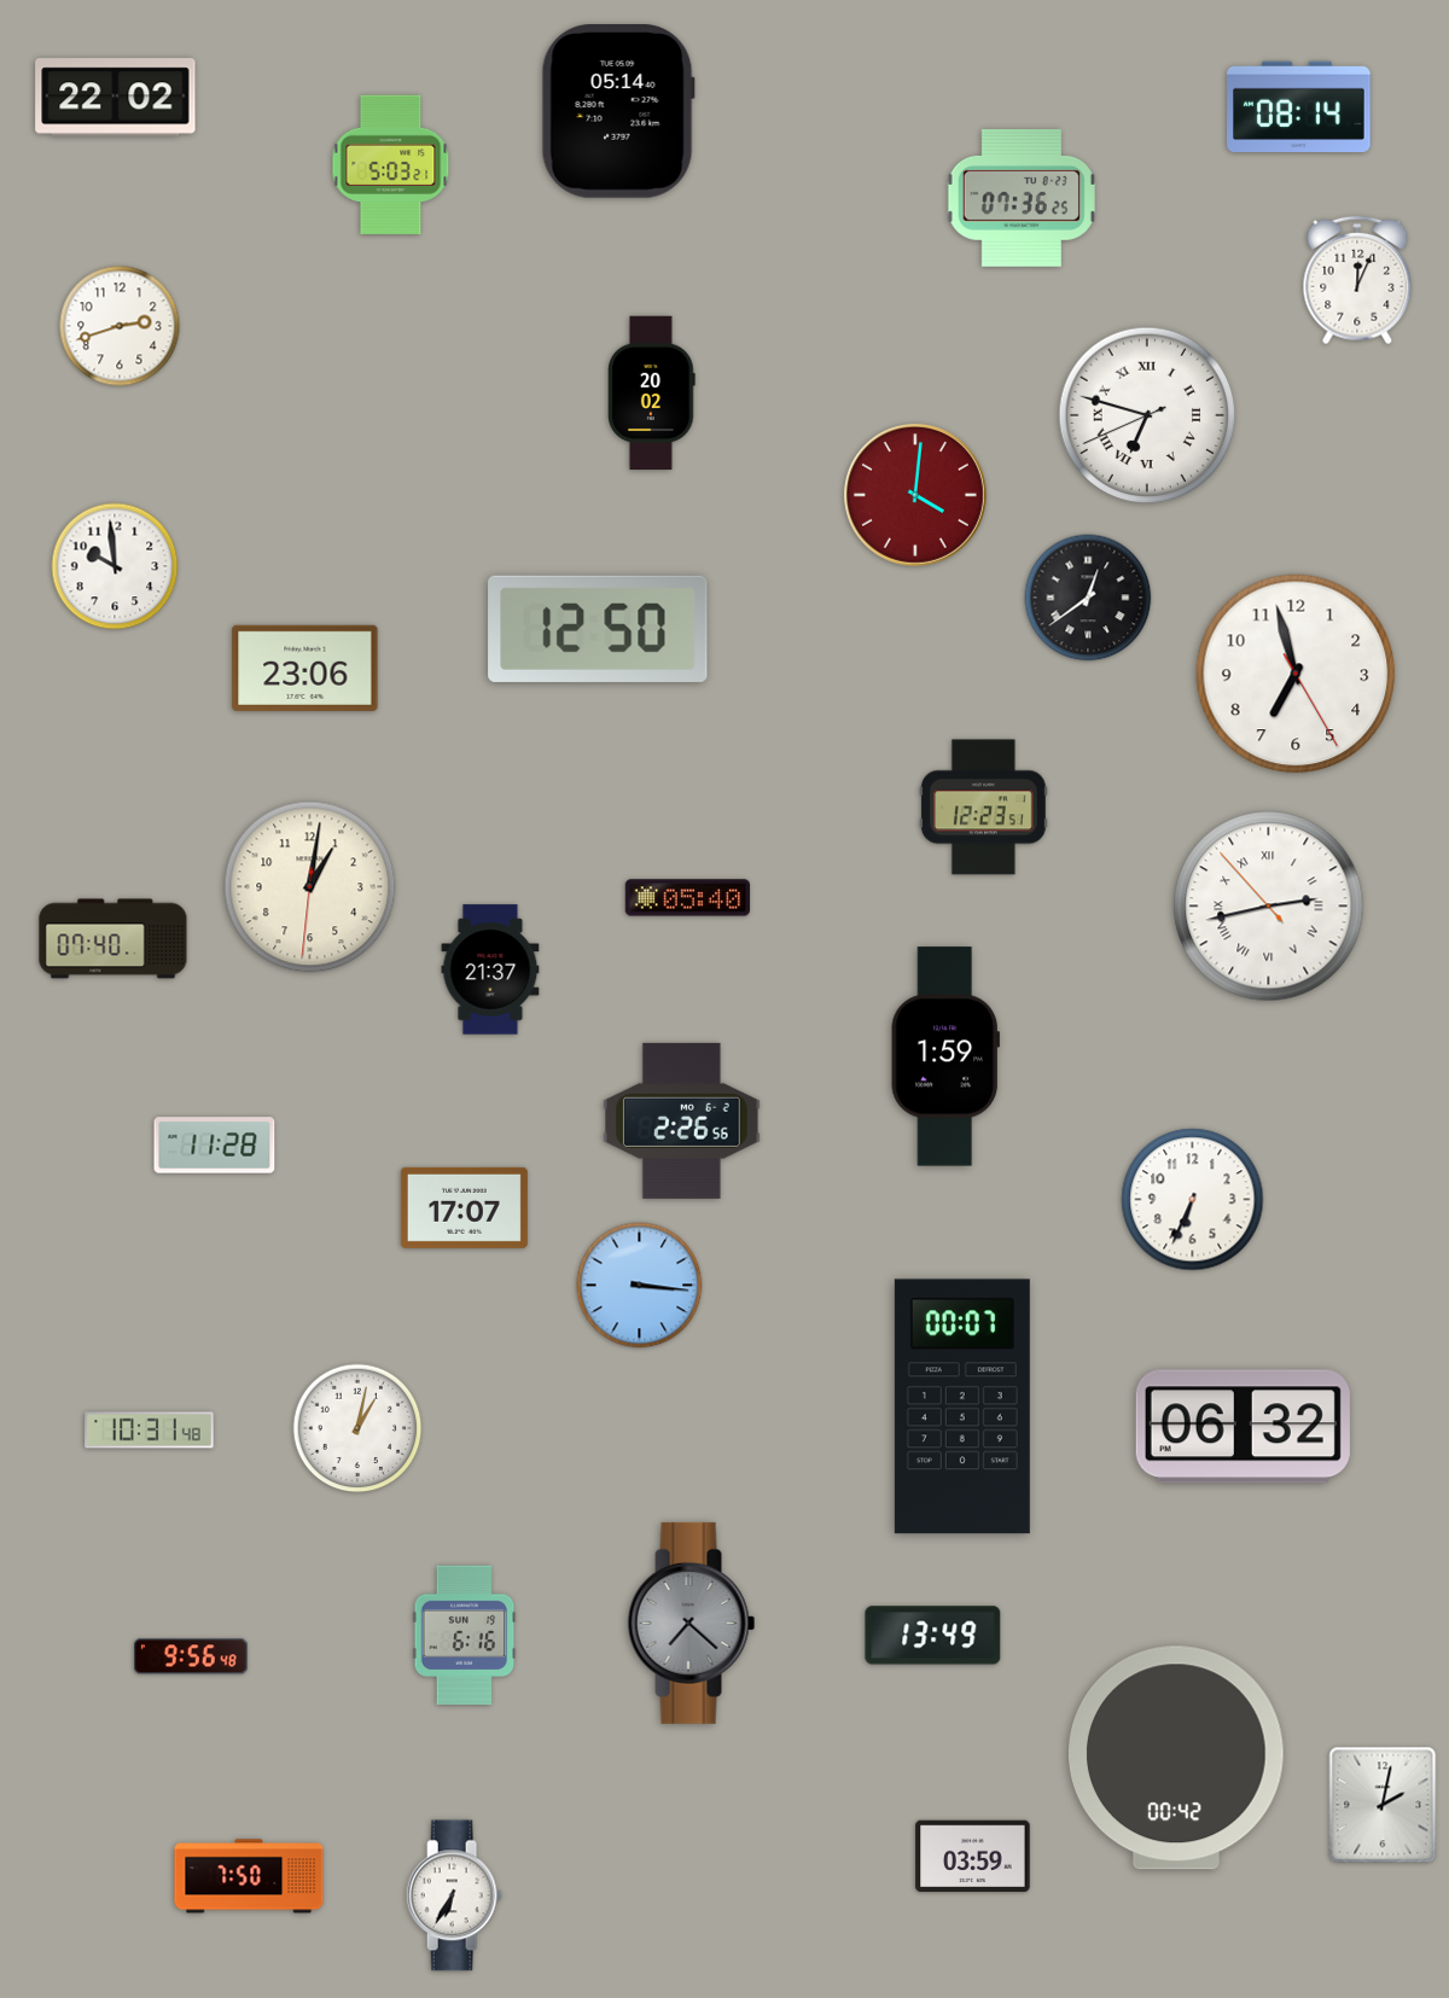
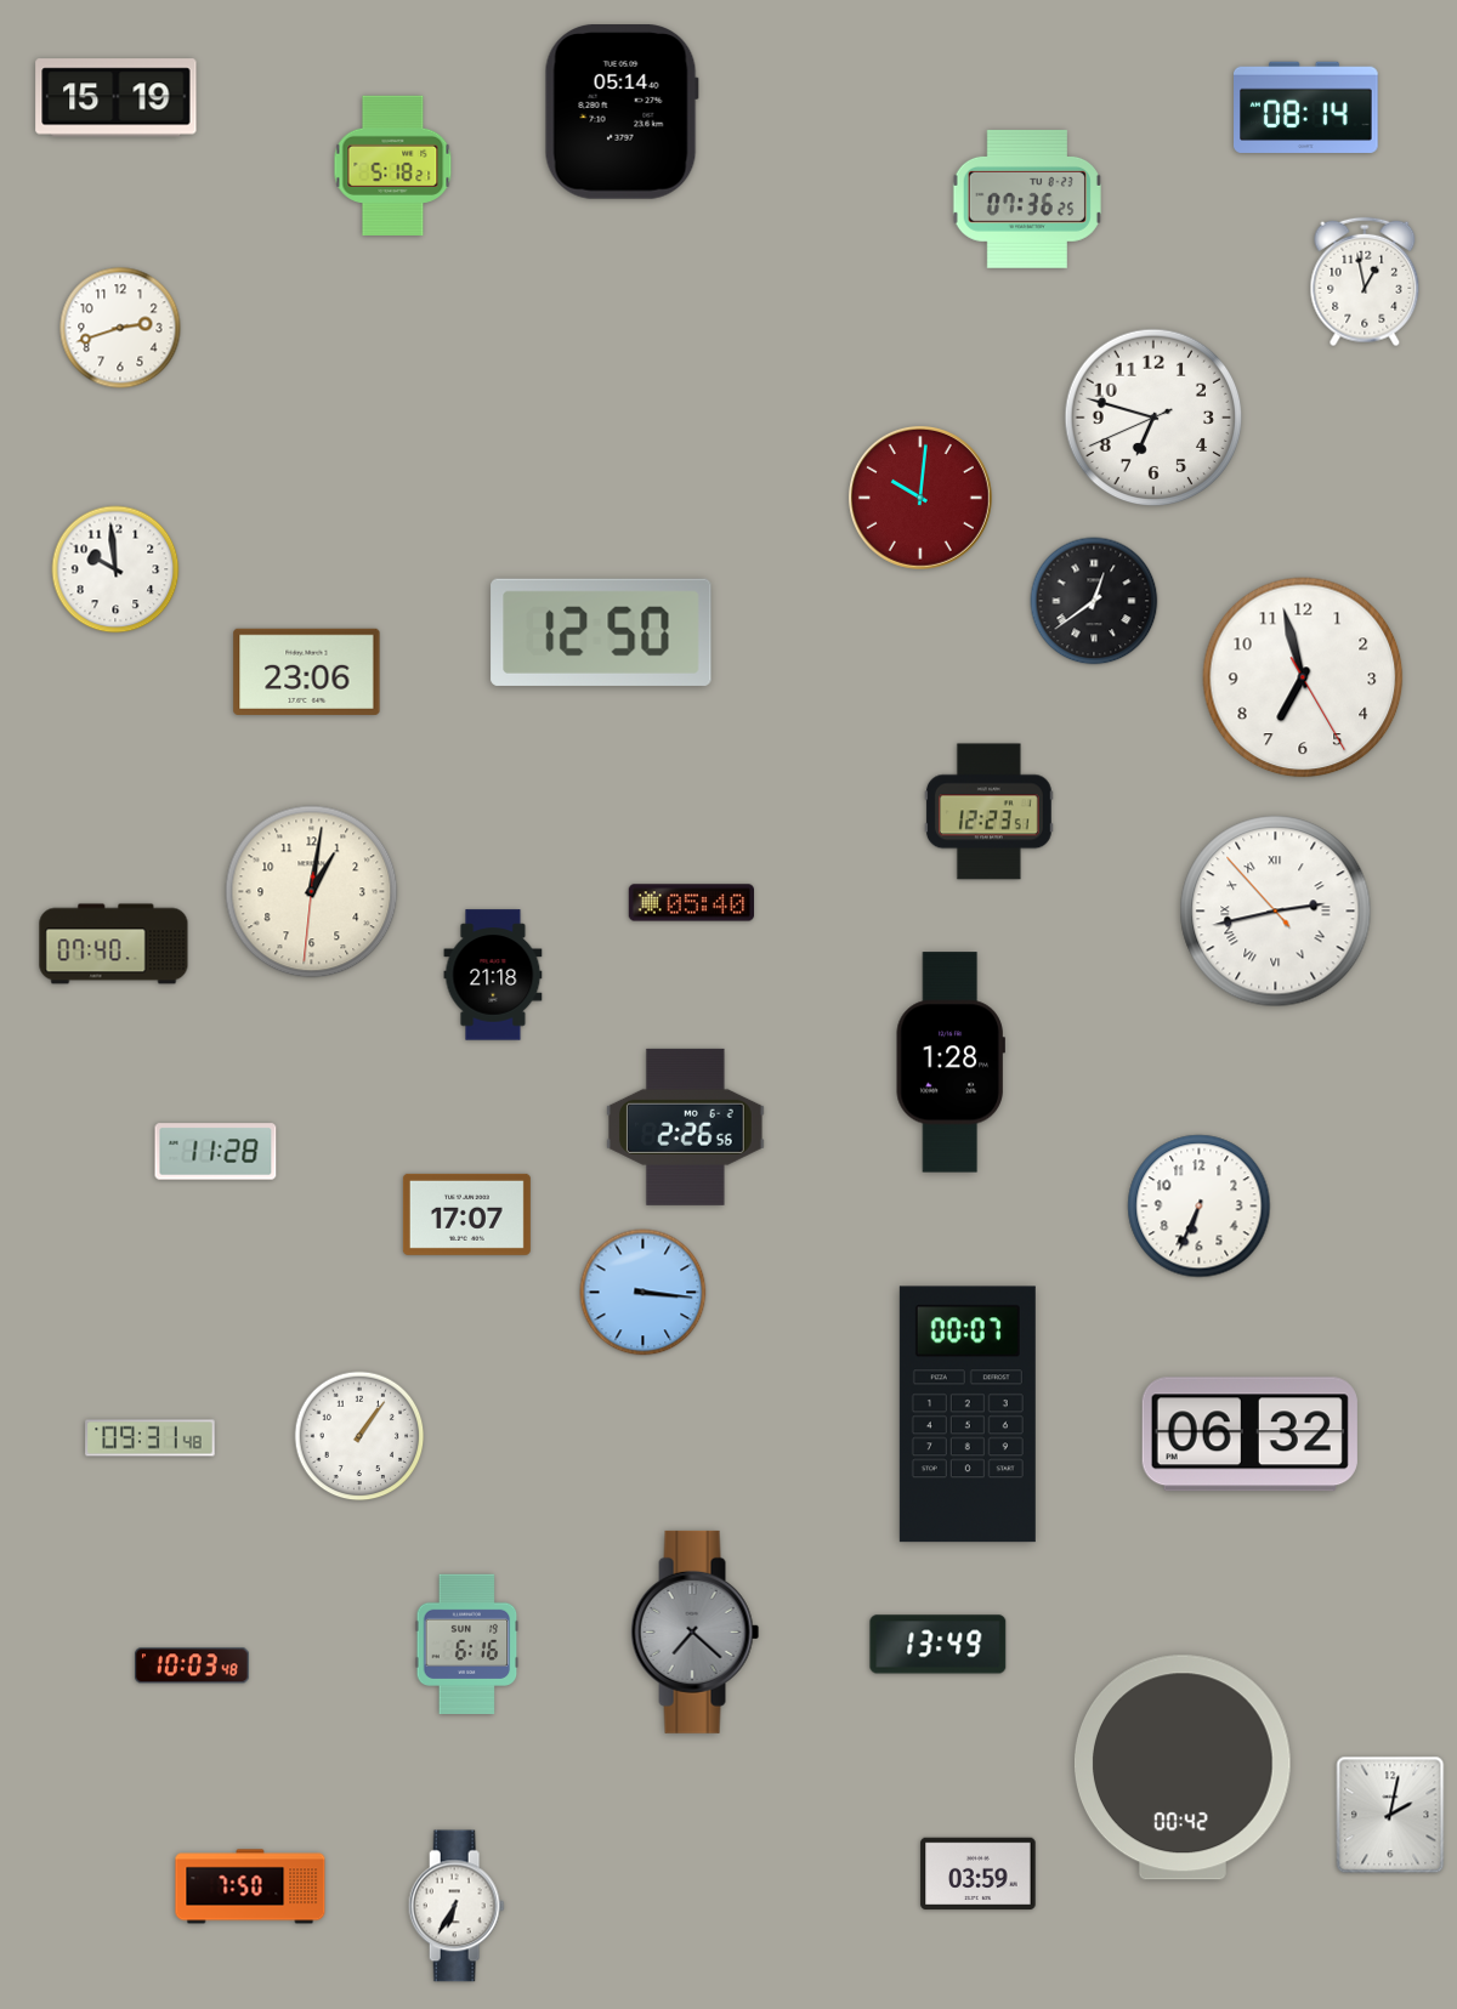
clock at (116, 98): 22:02 -> 15:19
clock at (391, 164): 5:03 -> 5:18
clock at (1357, 280): 12:04 -> 12:58
clock at (652, 394): 20:02 -> none
clock at (1147, 415) numerals: Roman -> Arabic
clock at (915, 495): 4:01 -> 10:01
clock at (490, 969): 21:37 -> 21:18
clock at (945, 1056): 1:59 -> 1:28
clock at (357, 1428): 1:02 -> 1:06
clock at (150, 1431): 10:31 -> 09:31
clock at (192, 1656): 9:56 -> 10:03
clock at (973, 1857) position: (973, 1857) -> (979, 1874)
